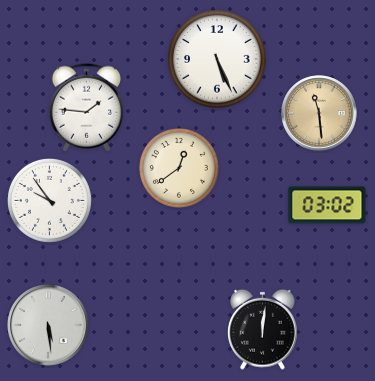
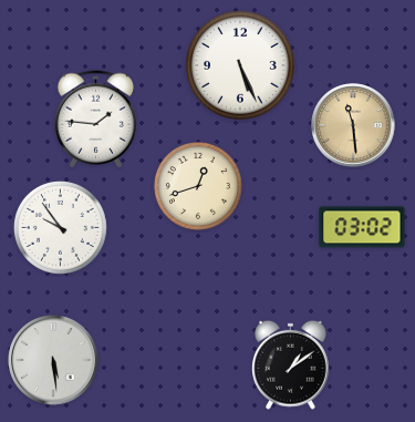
clock at (179, 168): 12:39 -> 12:42
clock at (49, 200) position: (49, 200) -> (60, 227)
clock at (263, 329): 12:01 -> 1:09
